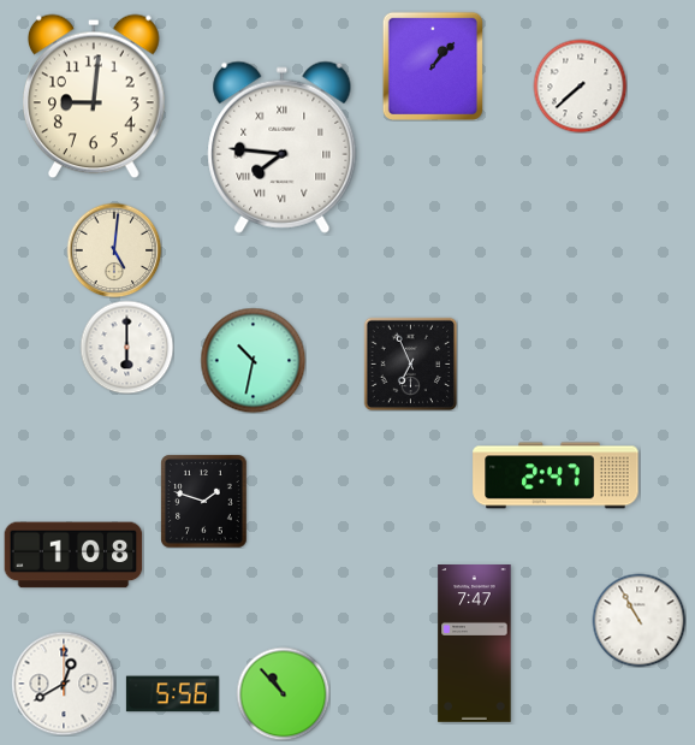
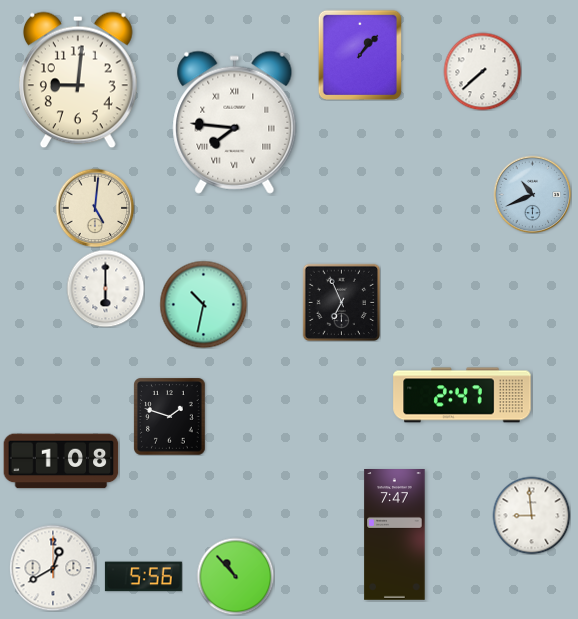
clock at (532, 194): none -> 10:41
clock at (253, 360) position: (253, 360) -> (203, 304)
clock at (638, 620): 10:55 -> 8:59
